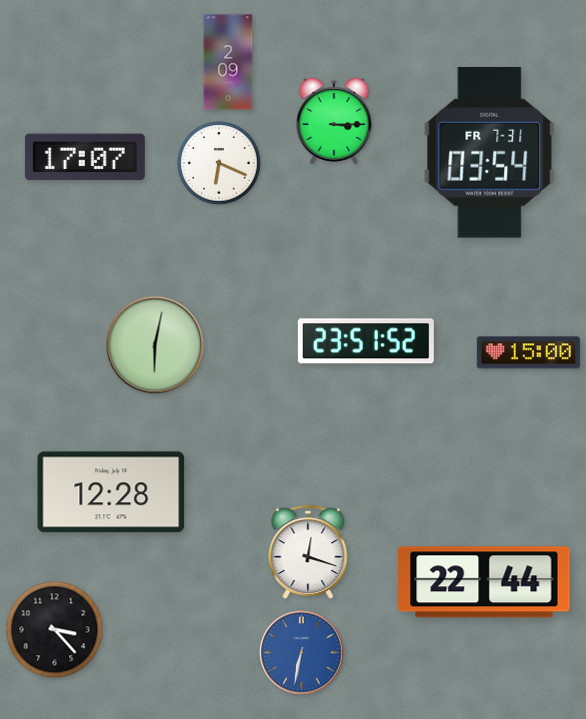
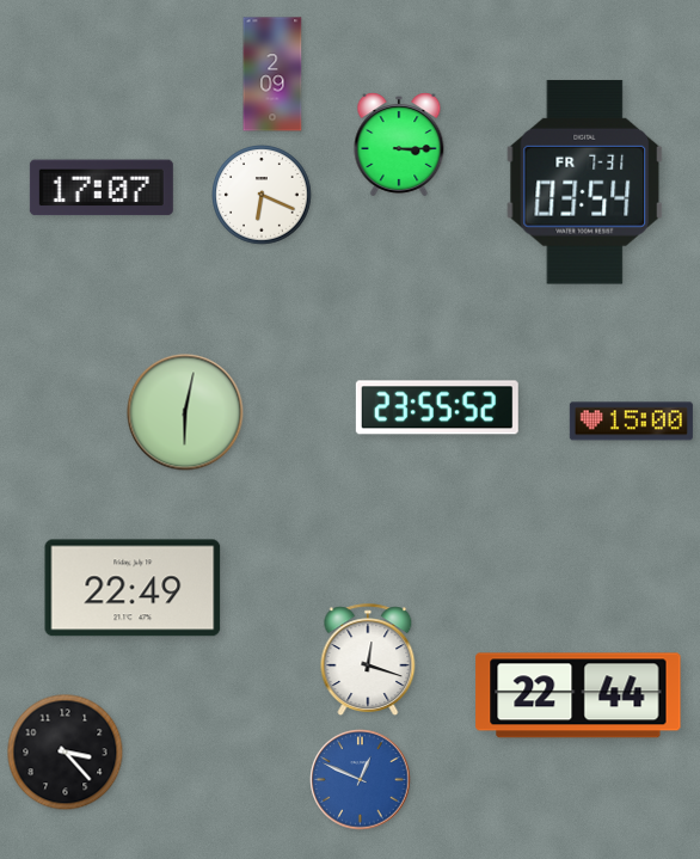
clock at (366, 341): 23:51 -> 23:55
clock at (111, 492): 12:28 -> 22:49
clock at (302, 653): 6:32 -> 12:49
